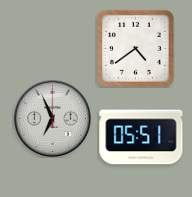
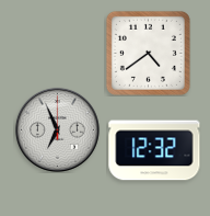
clock at (141, 137): 05:51 -> 12:32
